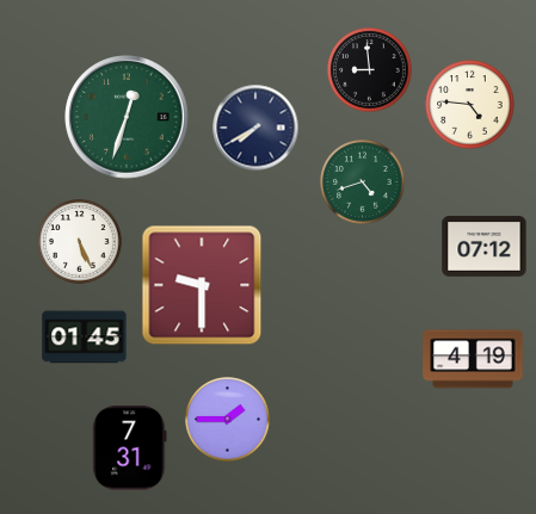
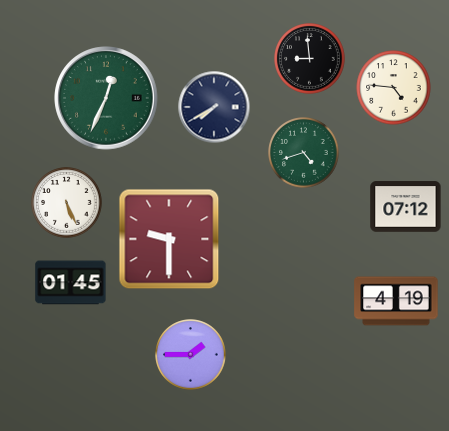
clock at (127, 117): 12:33 -> 12:34
clock at (228, 420) position: (228, 420) -> (191, 355)
clock at (130, 448): 7:31 -> none
